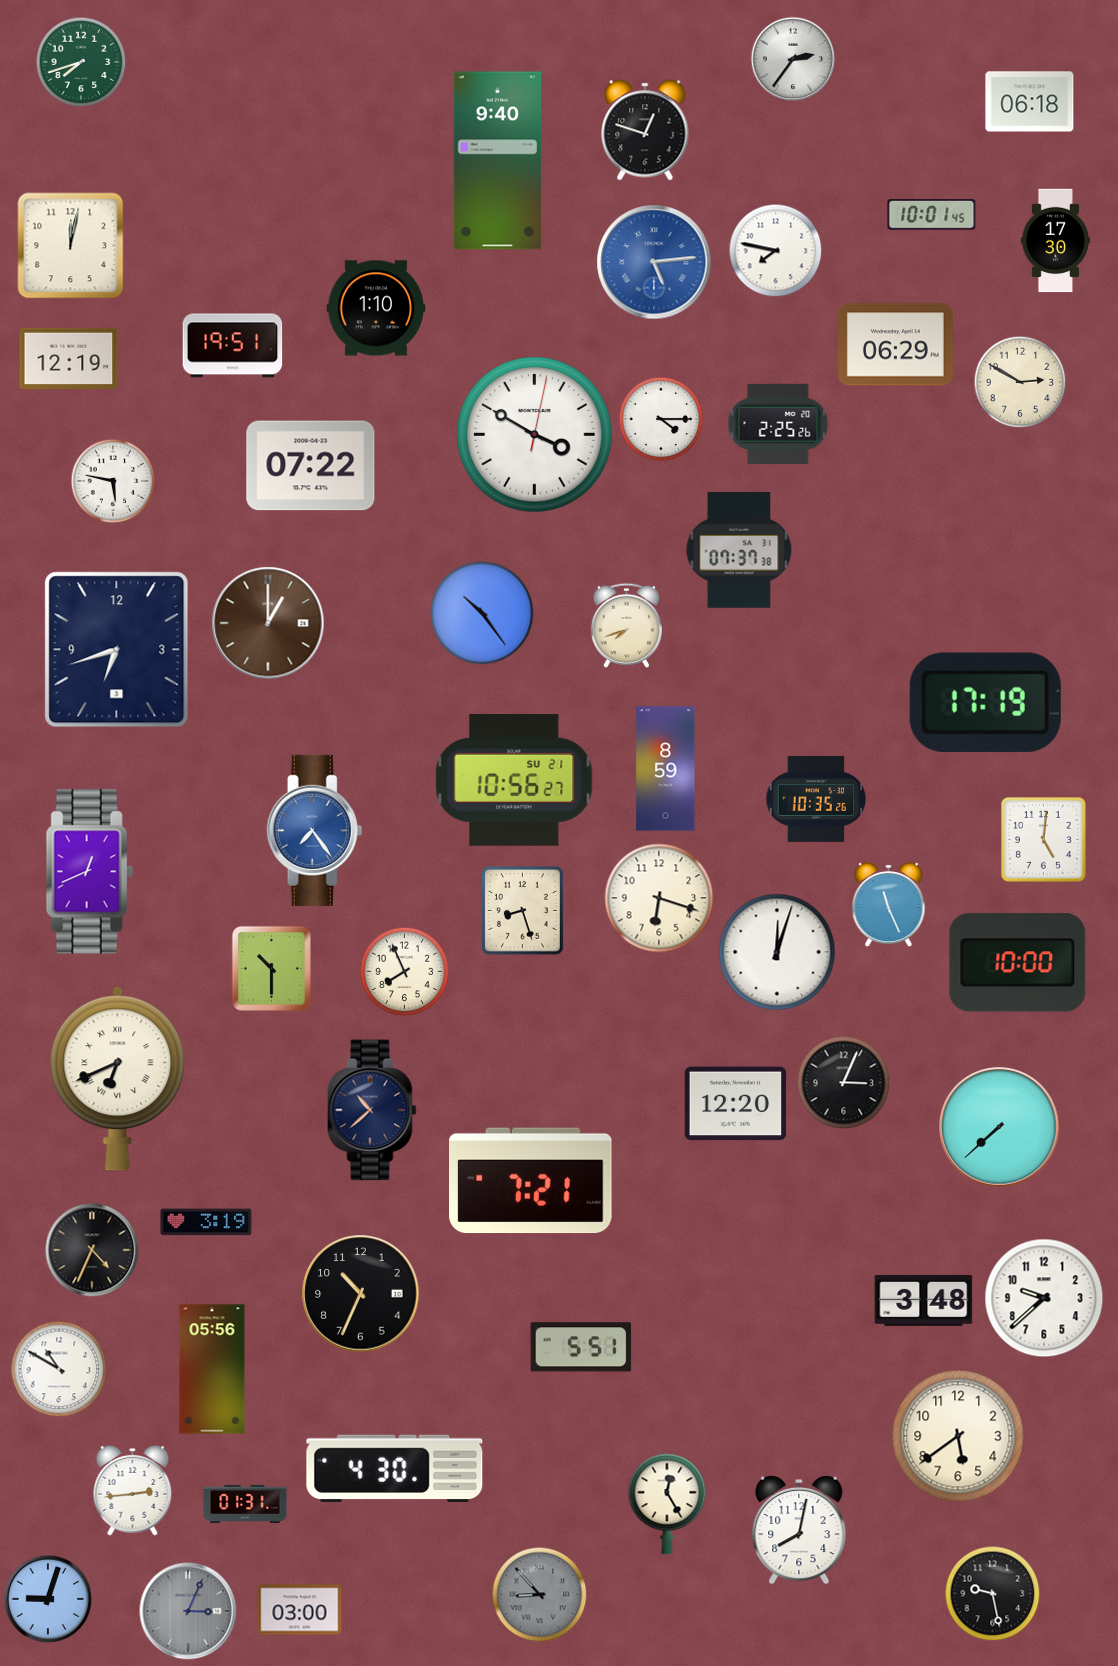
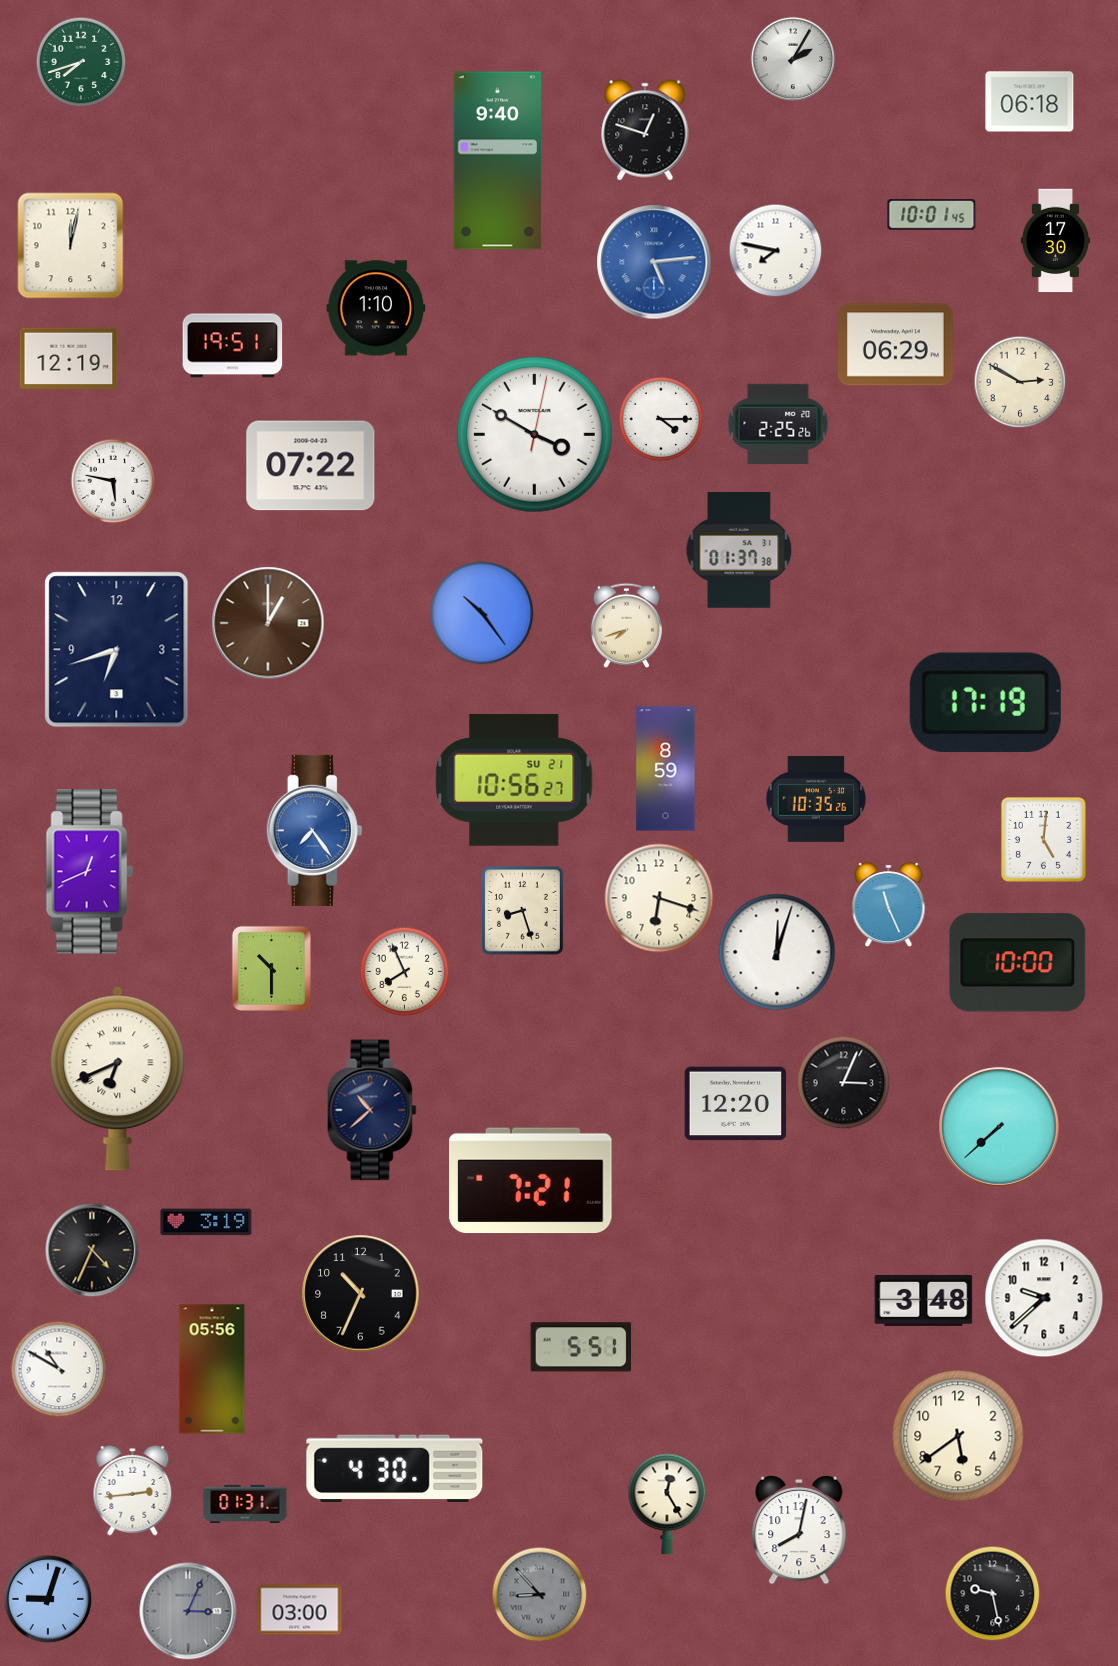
clock at (793, 59): 2:36 -> 2:05
clock at (739, 550): 07:37 -> 01:37
